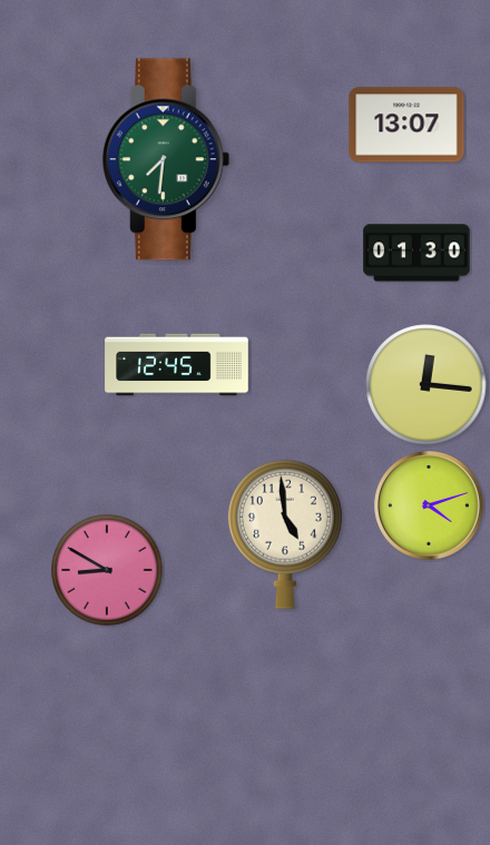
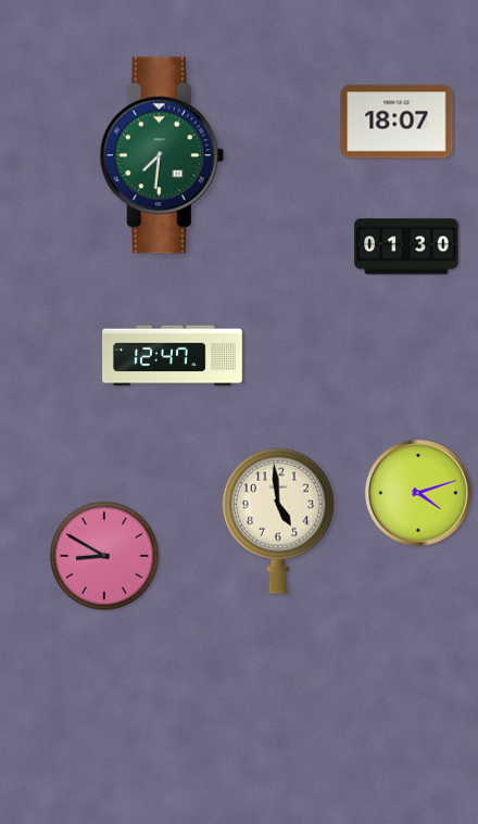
clock at (406, 125): 13:07 -> 18:07
clock at (177, 365): 12:45 -> 12:47
clock at (427, 385): 12:16 -> none
